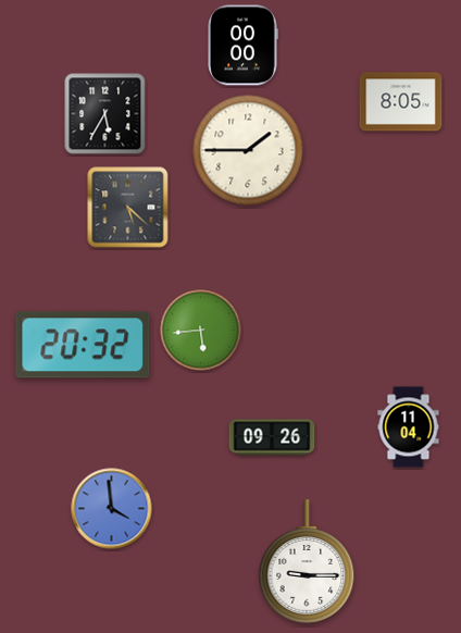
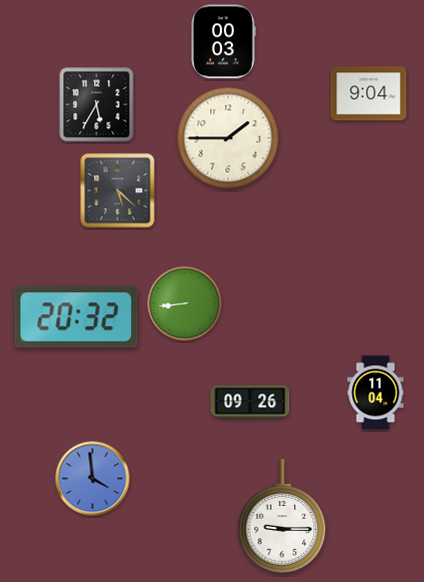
clock at (244, 46): 00:00 -> 00:03
clock at (401, 102): 8:05 -> 9:04
clock at (201, 331): 5:44 -> 8:44
clock at (112, 509) position: (112, 509) -> (93, 479)
